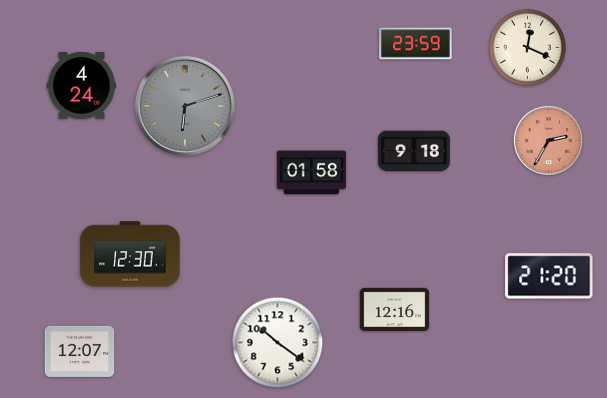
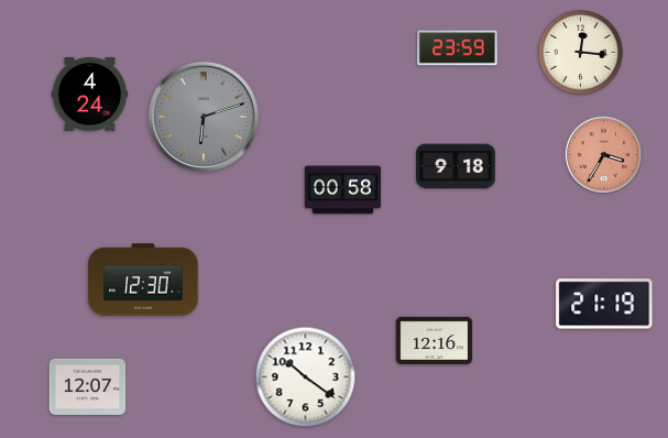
clock at (527, 47): 12:19 -> 12:16
clock at (548, 140): 2:35 -> 3:35
clock at (312, 173): 01:58 -> 00:58
clock at (549, 276): 21:20 -> 21:19
